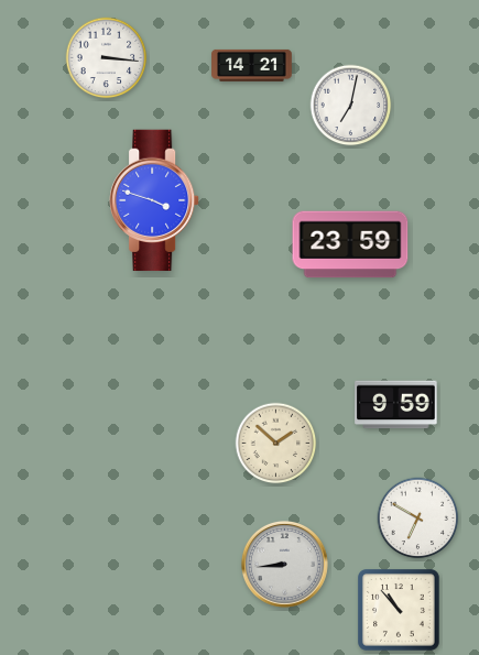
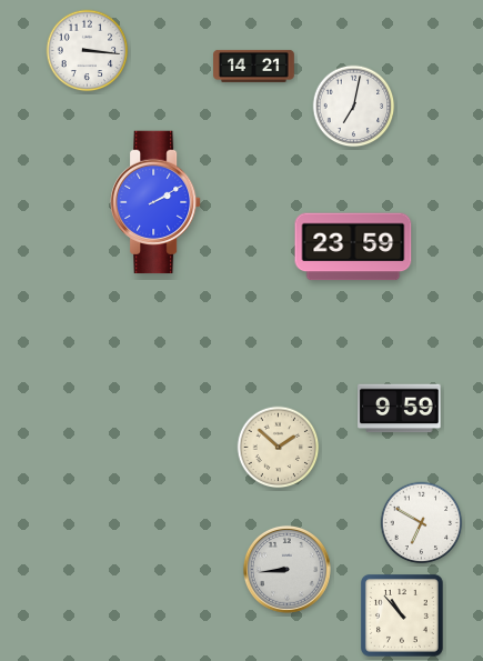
clock at (107, 58) position: (107, 58) -> (88, 51)
clock at (154, 200): 3:48 -> 2:10
